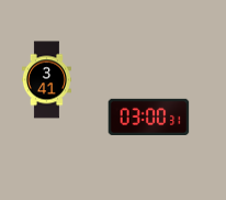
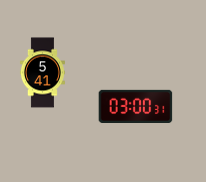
clock at (46, 80): 3:41 -> 5:41
